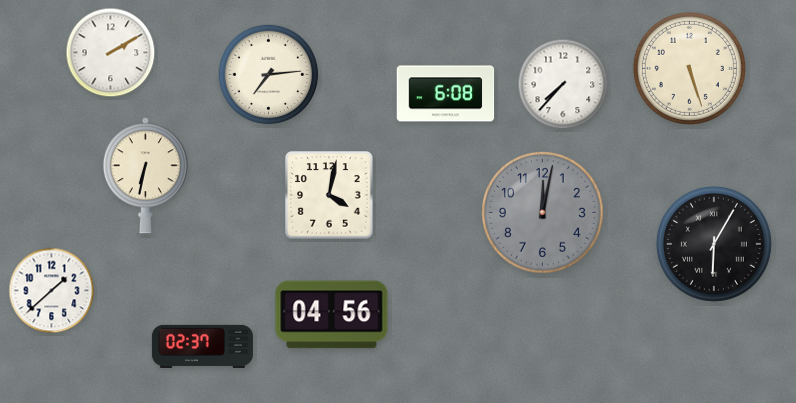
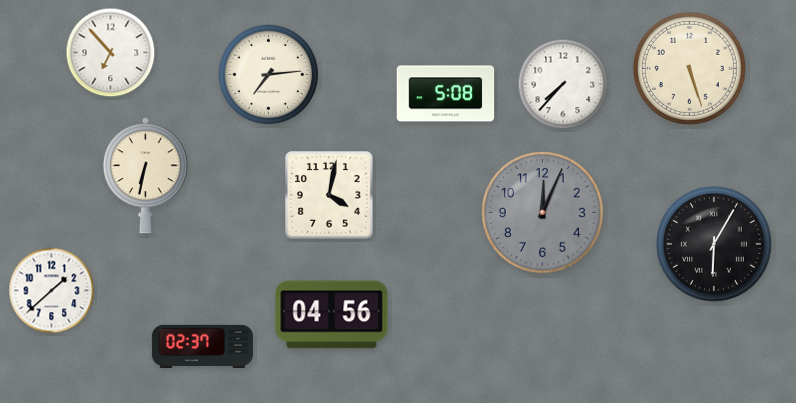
clock at (111, 53): 2:10 -> 6:53
clock at (446, 94): 6:08 -> 5:08
clock at (543, 213): 12:02 -> 12:04
